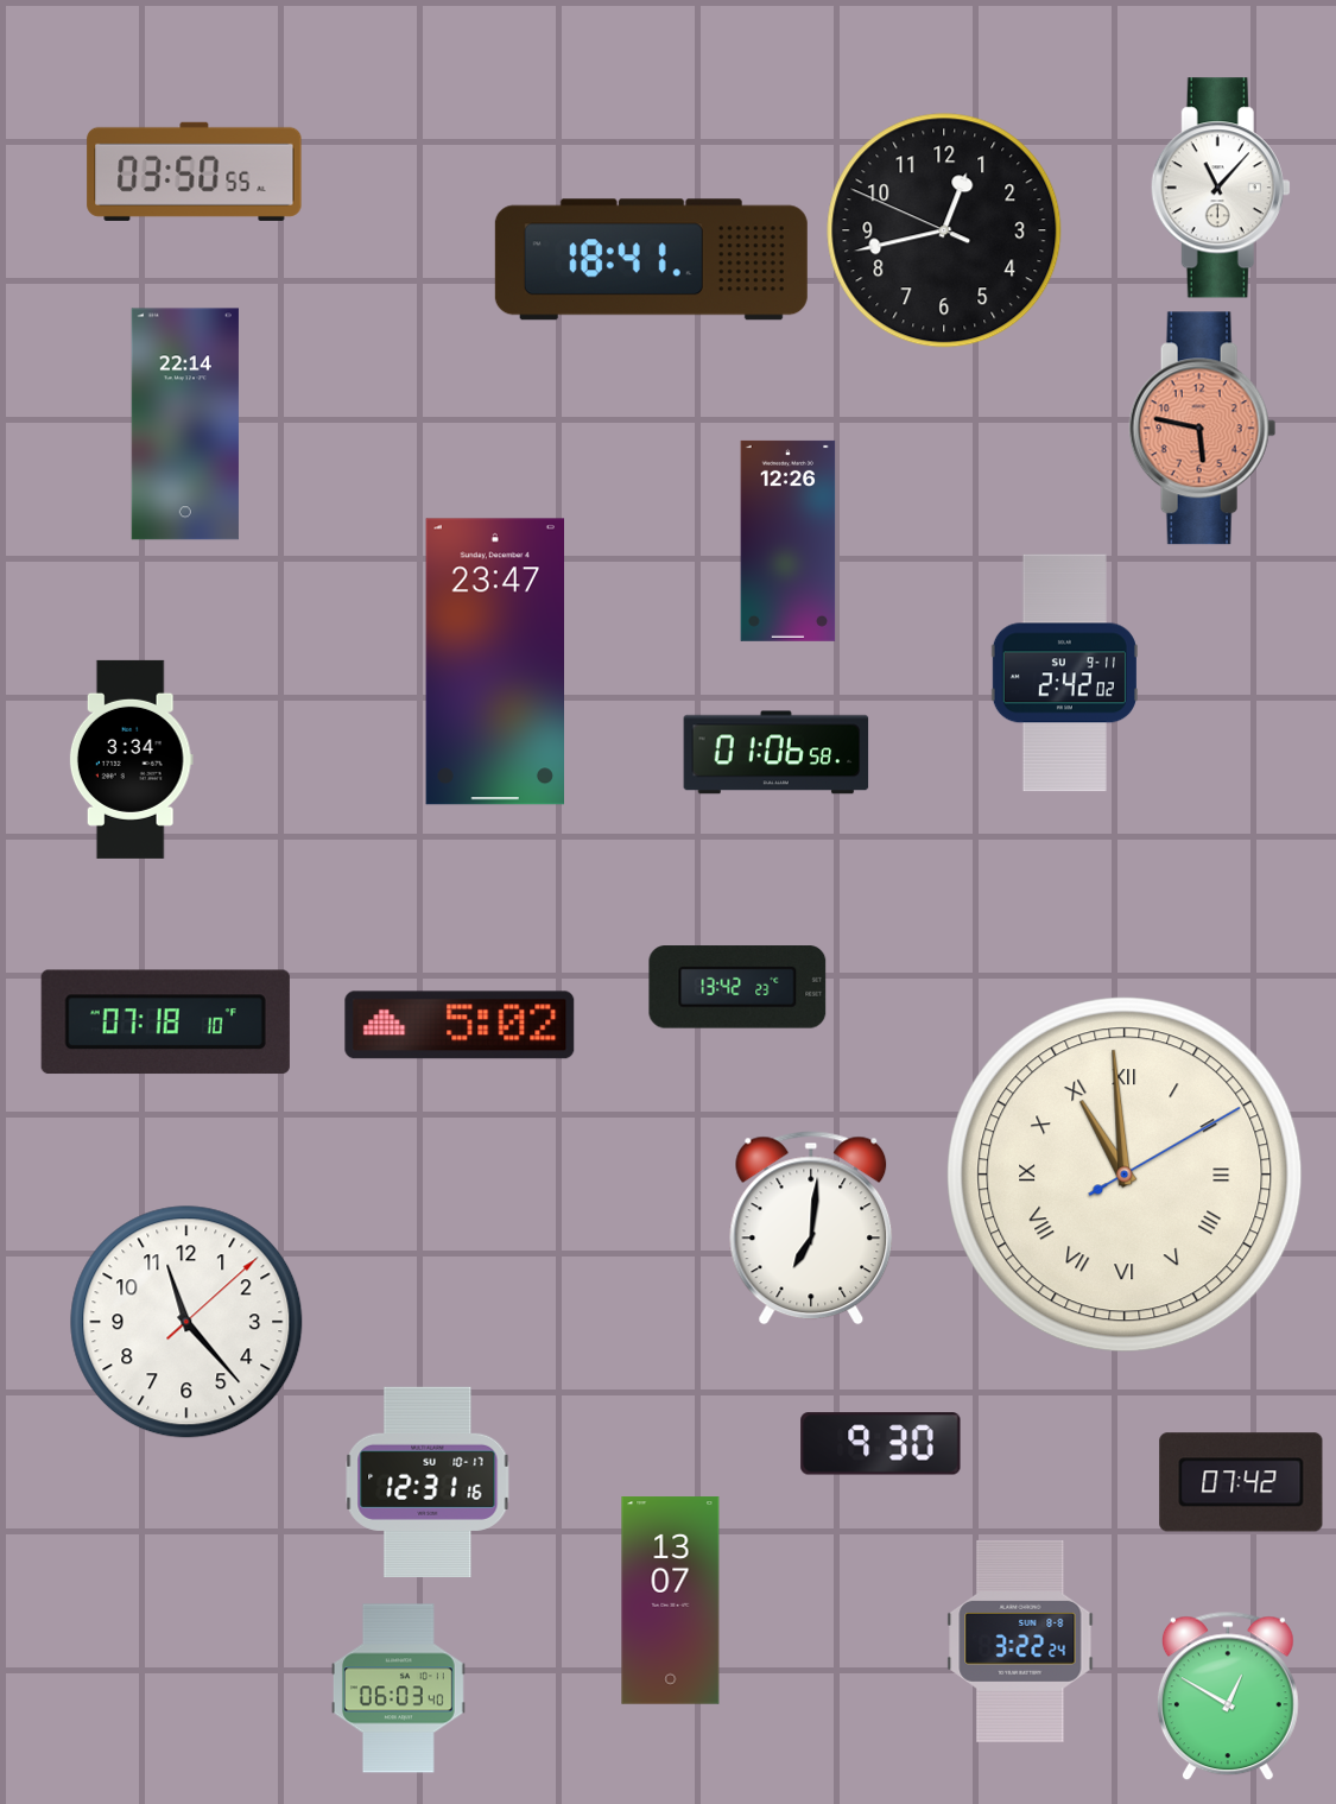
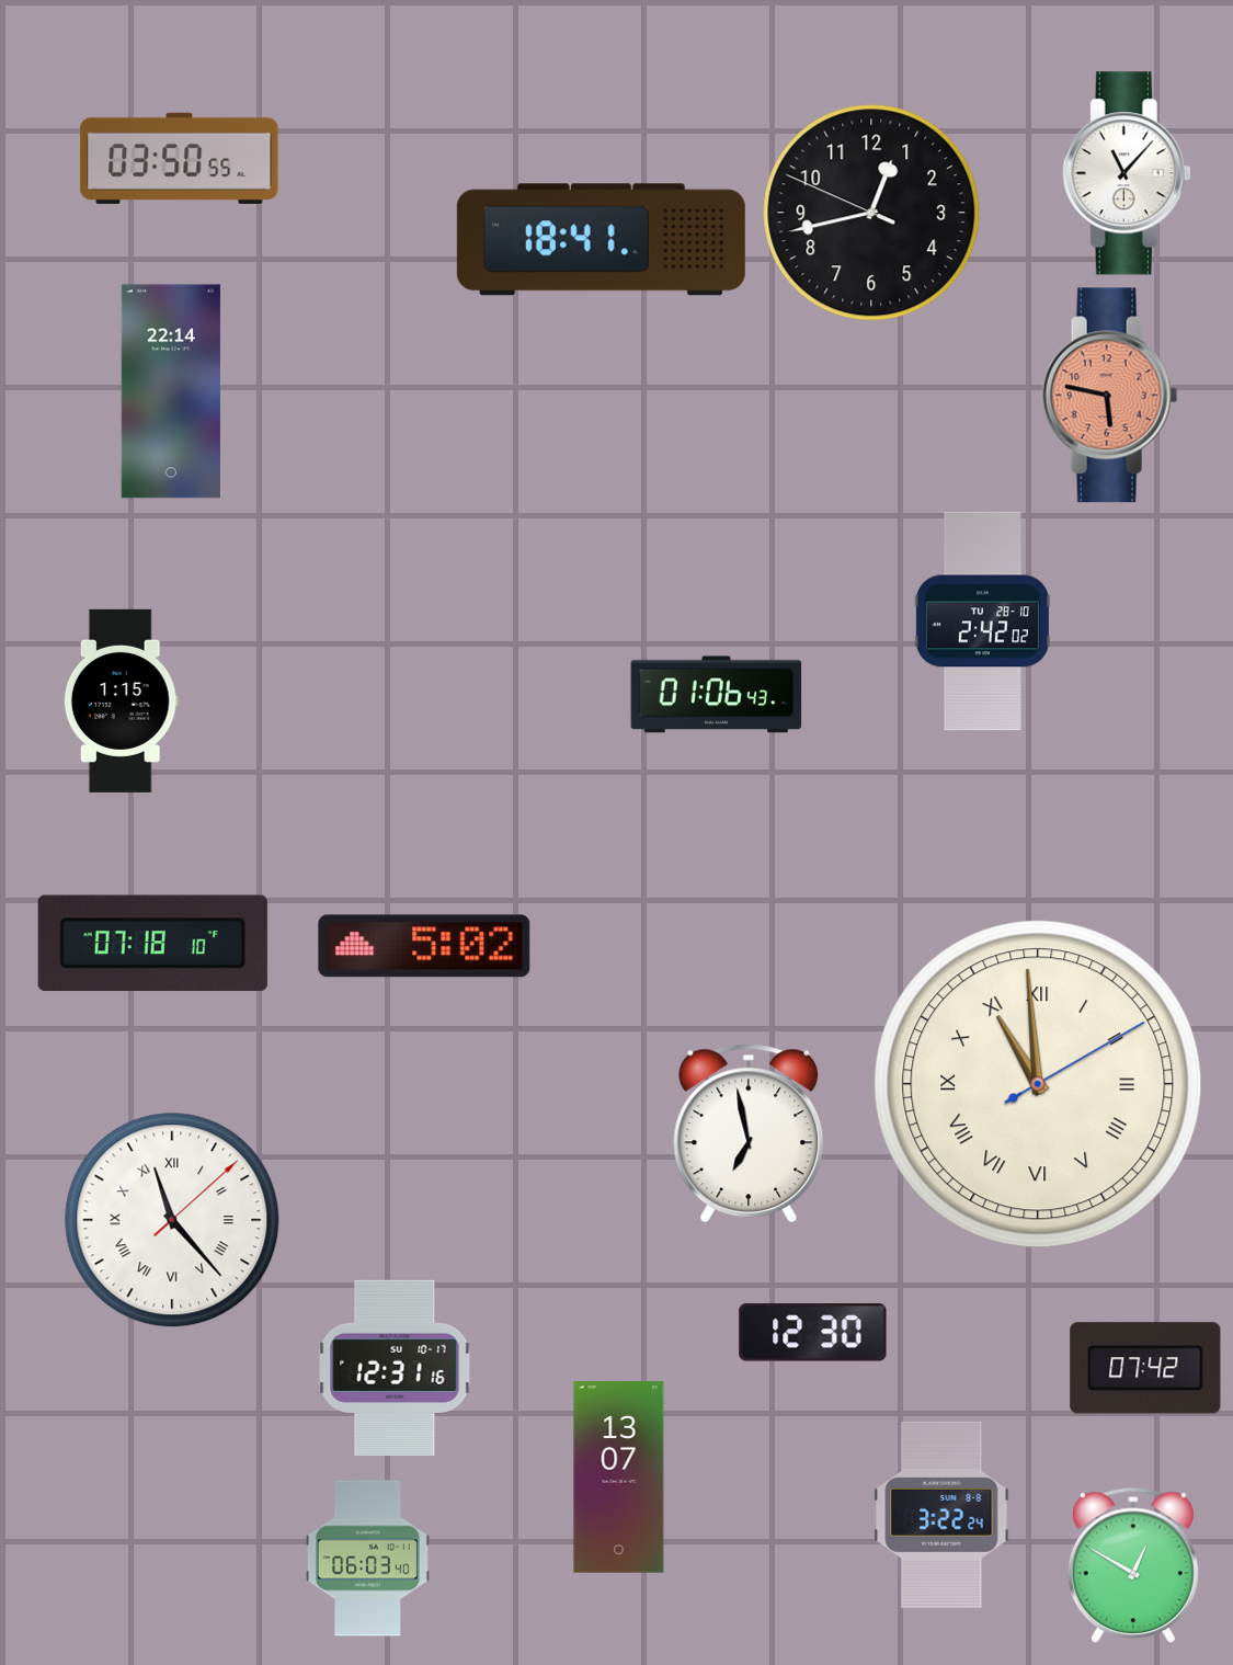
clock at (789, 540): 12:26 -> none
clock at (494, 662): 23:47 -> none
clock at (1064, 673) date: SU 9-11 -> TU 28-10
clock at (777, 753): 01:06:58 -> 01:06:43
clock at (131, 759): 3:34 -> 1:15
clock at (737, 987): 13:42 -> none
clock at (811, 1228): 7:01 -> 6:58
clock at (186, 1322) numerals: Arabic -> Roman
clock at (881, 1444): 9:30 -> 12:30
